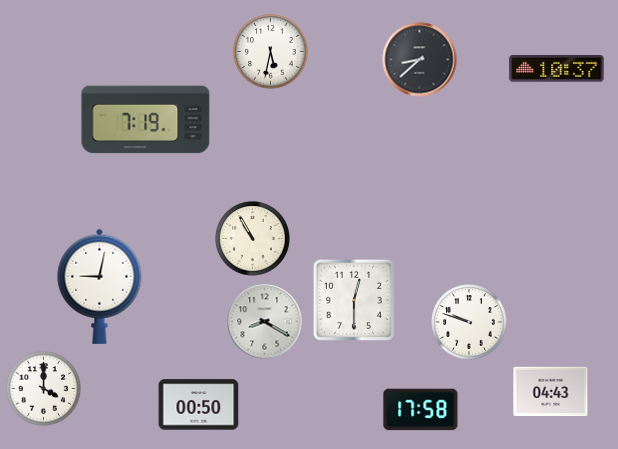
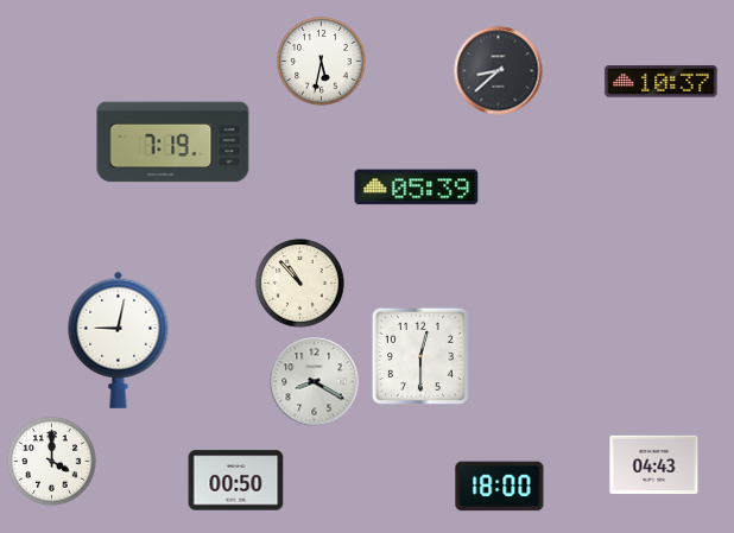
clock at (417, 188): none -> 05:39
clock at (253, 239): 10:55 -> 10:53
clock at (469, 322): 9:48 -> none
clock at (421, 410): 17:58 -> 18:00
